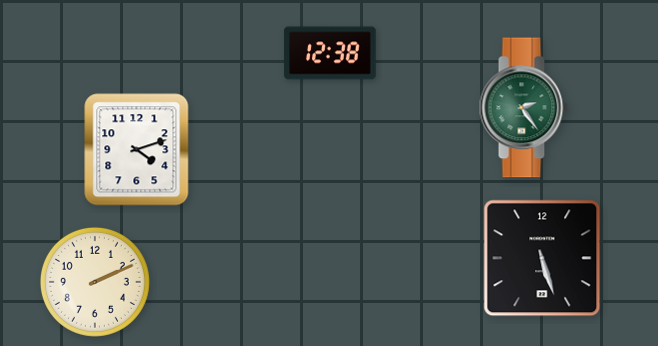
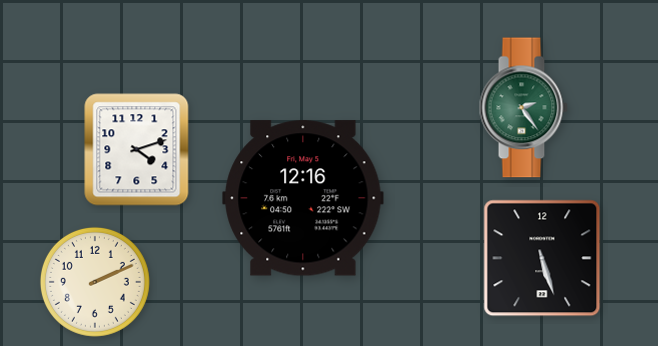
clock at (330, 53): 12:38 -> none
clock at (303, 198): none -> 12:16
